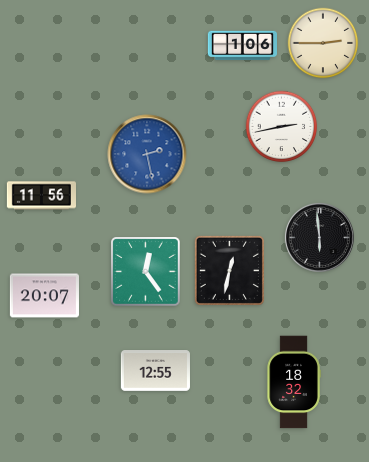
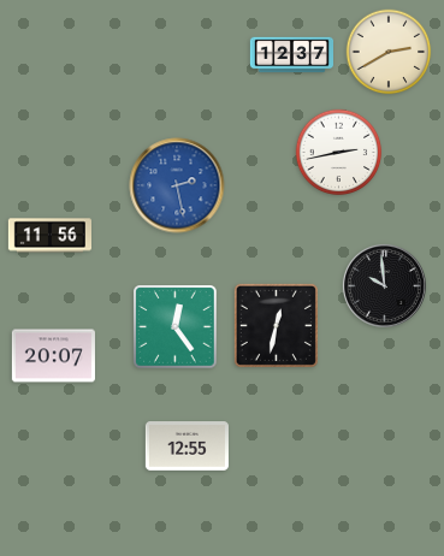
clock at (323, 43): 2:45 -> 2:40
clock at (242, 46): 1:06 -> 12:37
clock at (319, 237): 5:59 -> 9:59
clock at (294, 382): 18:32 -> none
